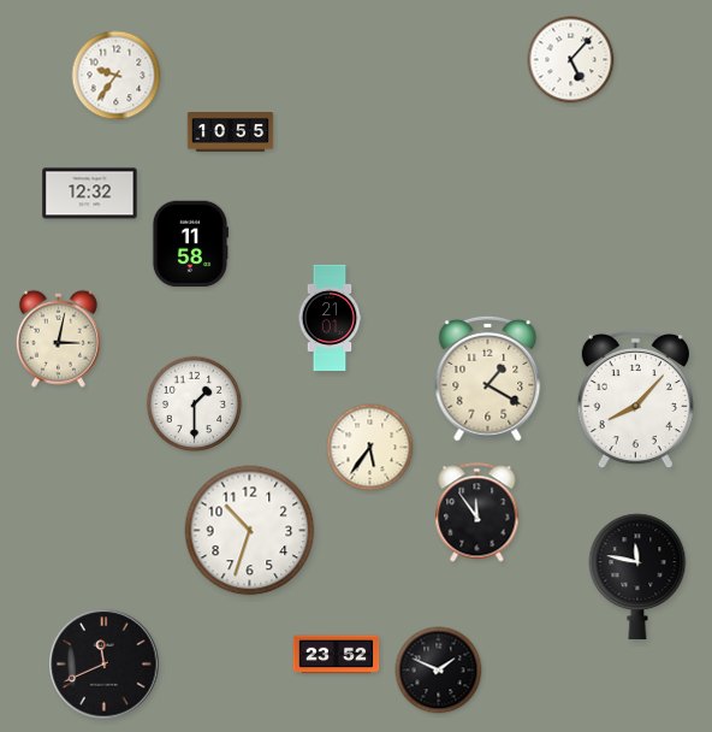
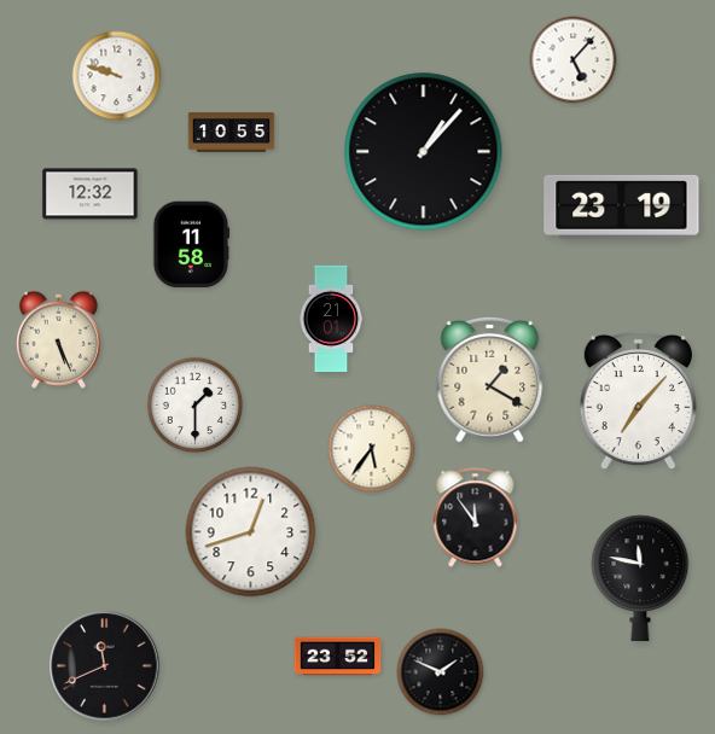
clock at (117, 76): 9:36 -> 9:48
clock at (424, 152): none -> 1:07
clock at (622, 206): none -> 23:19
clock at (58, 338): 3:02 -> 5:26
clock at (635, 400): 8:07 -> 7:07
clock at (477, 513) position: (477, 513) -> (476, 518)
clock at (250, 531): 10:33 -> 12:42
